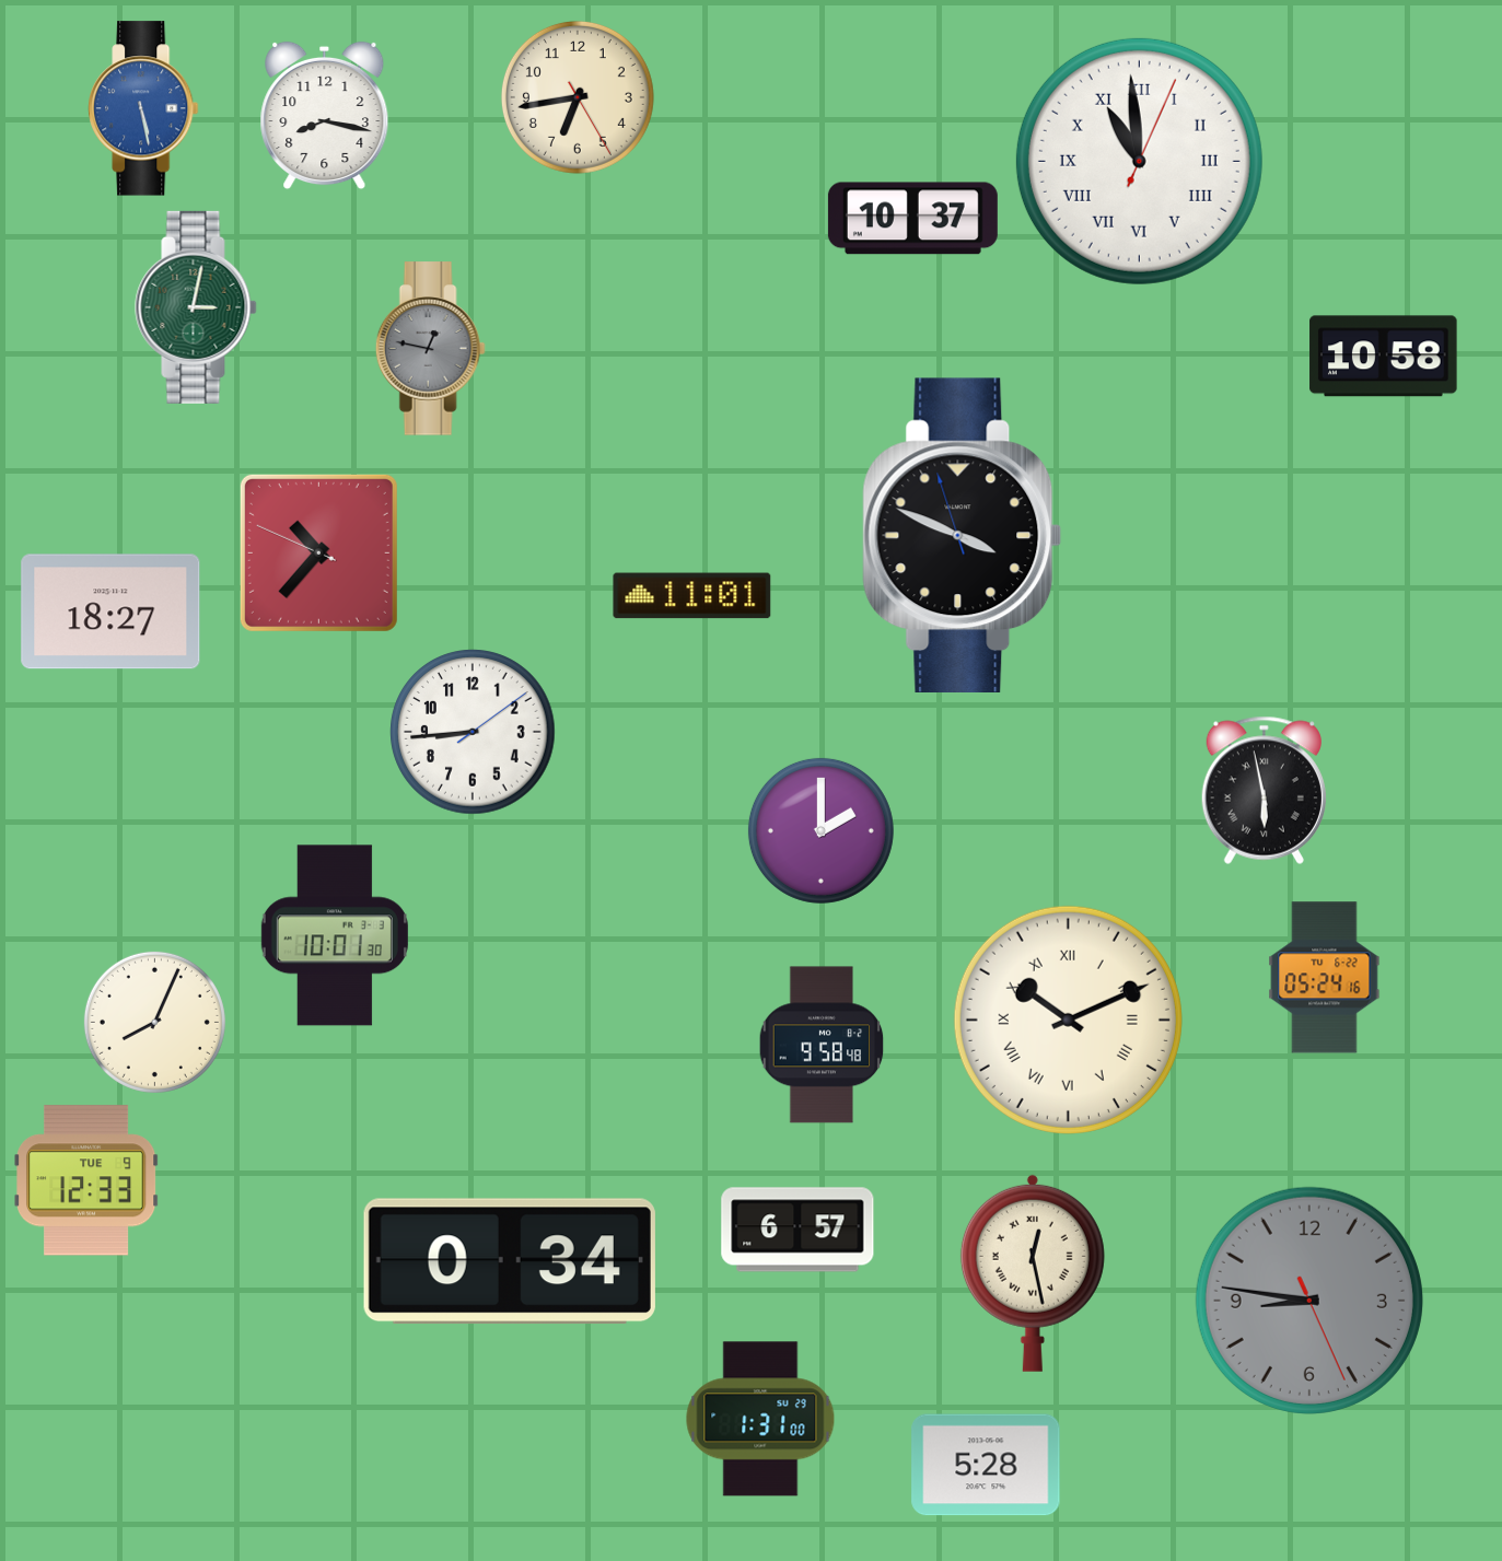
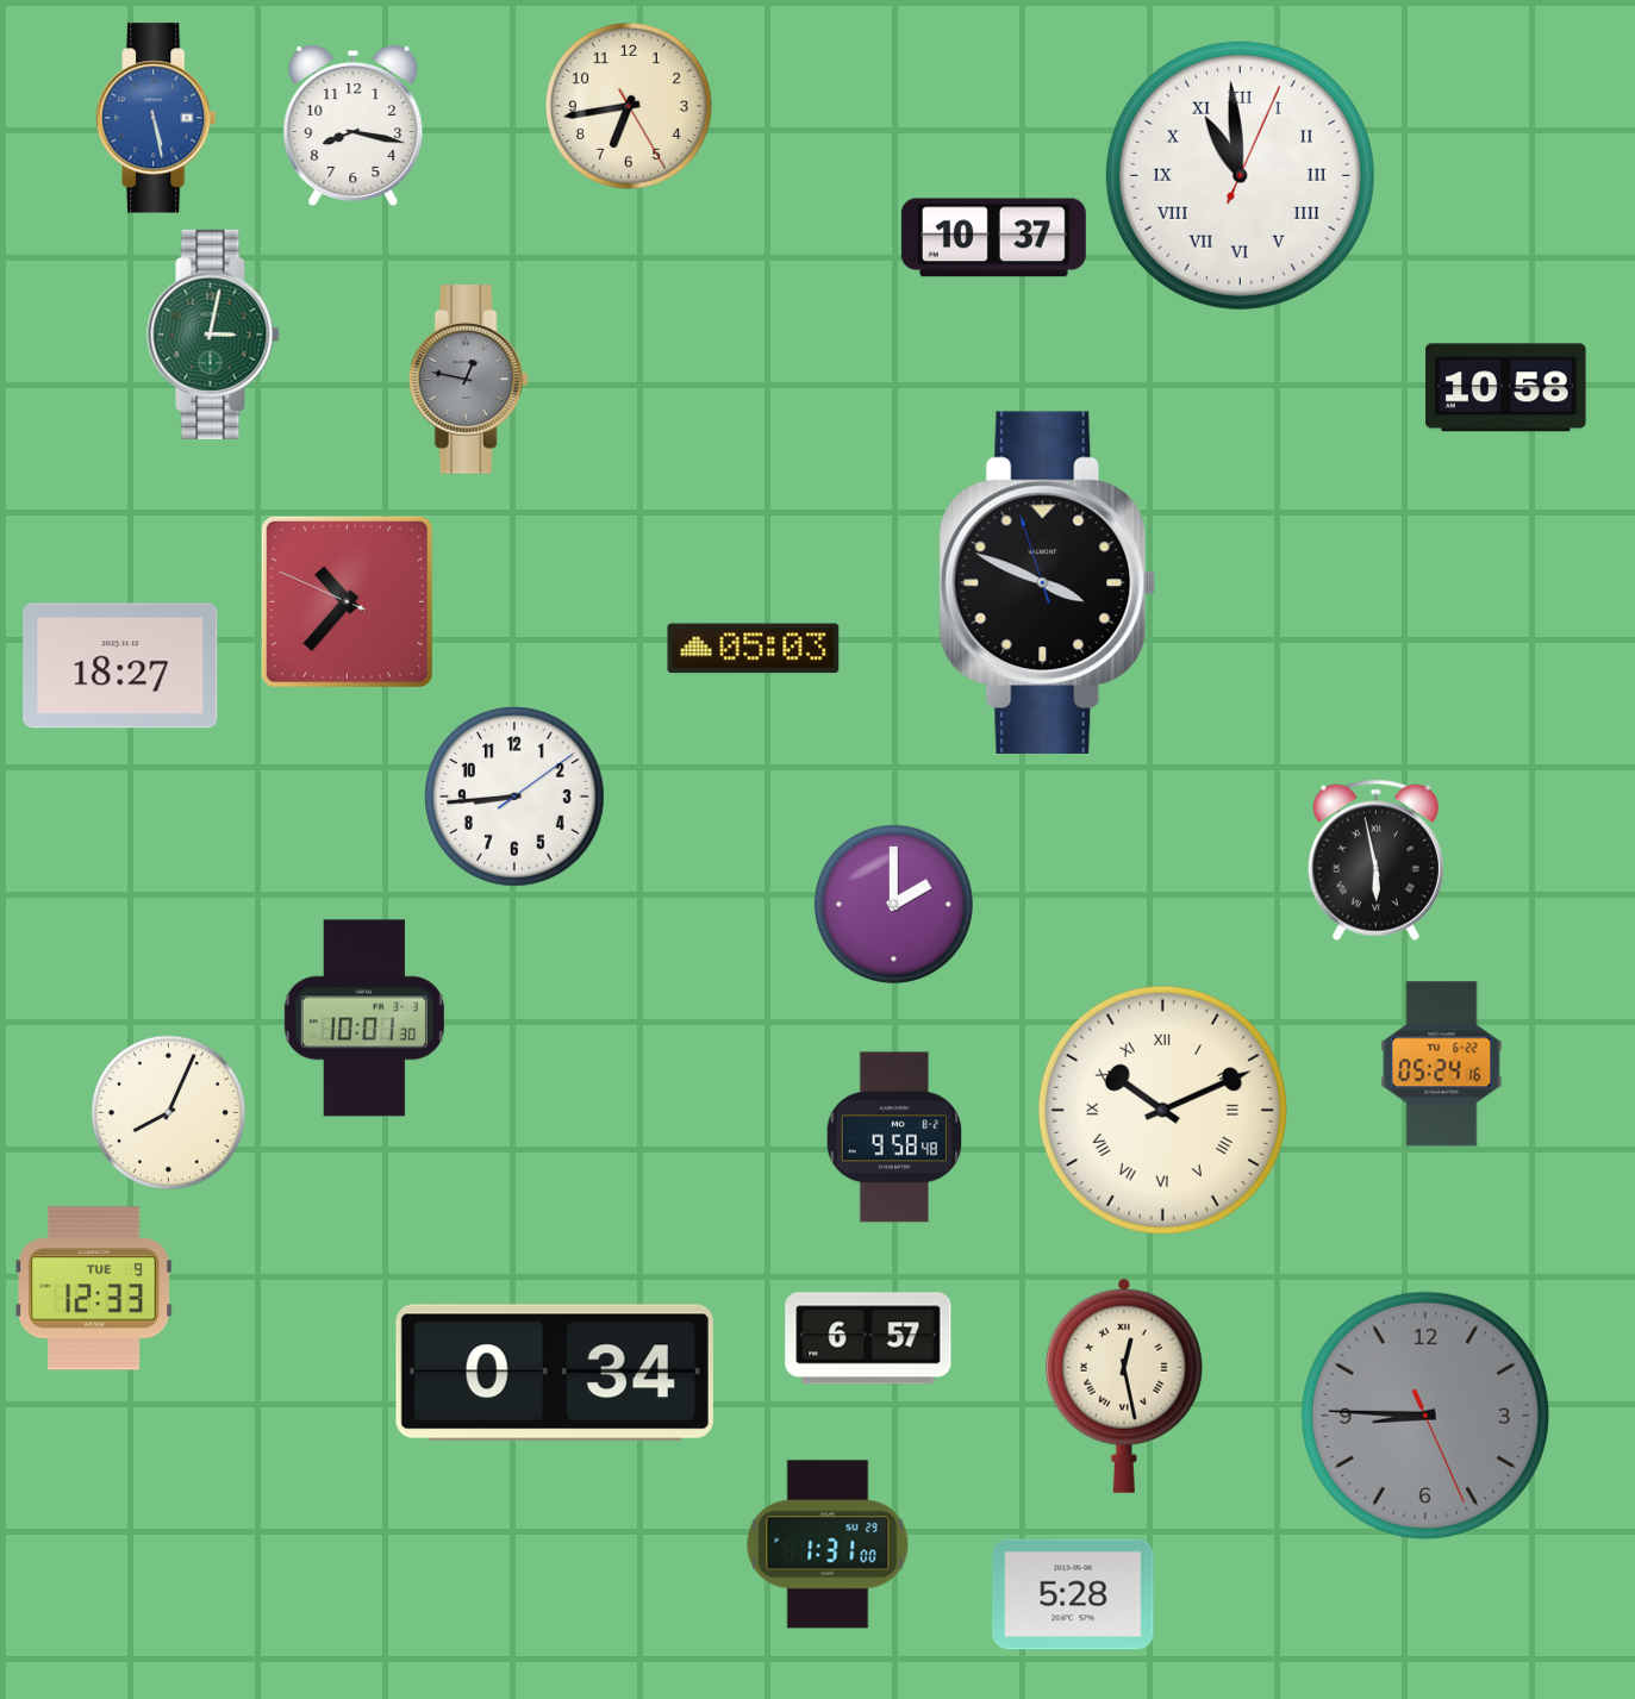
clock at (692, 596): 11:01 -> 05:03
clock at (86, 1180) position: (86, 1180) -> (94, 1288)
clock at (1309, 1301): 8:46 -> 8:45
